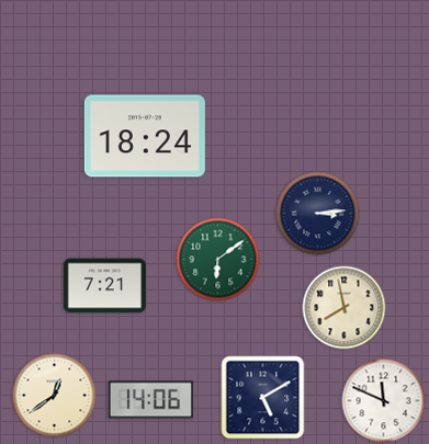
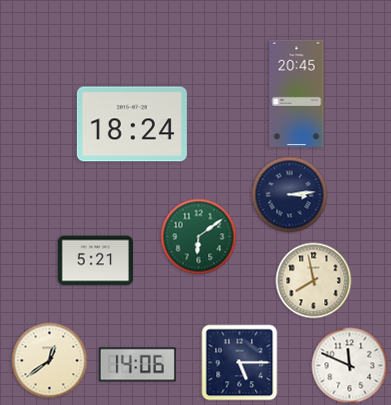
clock at (297, 93): none -> 20:45
clock at (105, 286): 7:21 -> 5:21
clock at (263, 398): 5:10 -> 5:15
